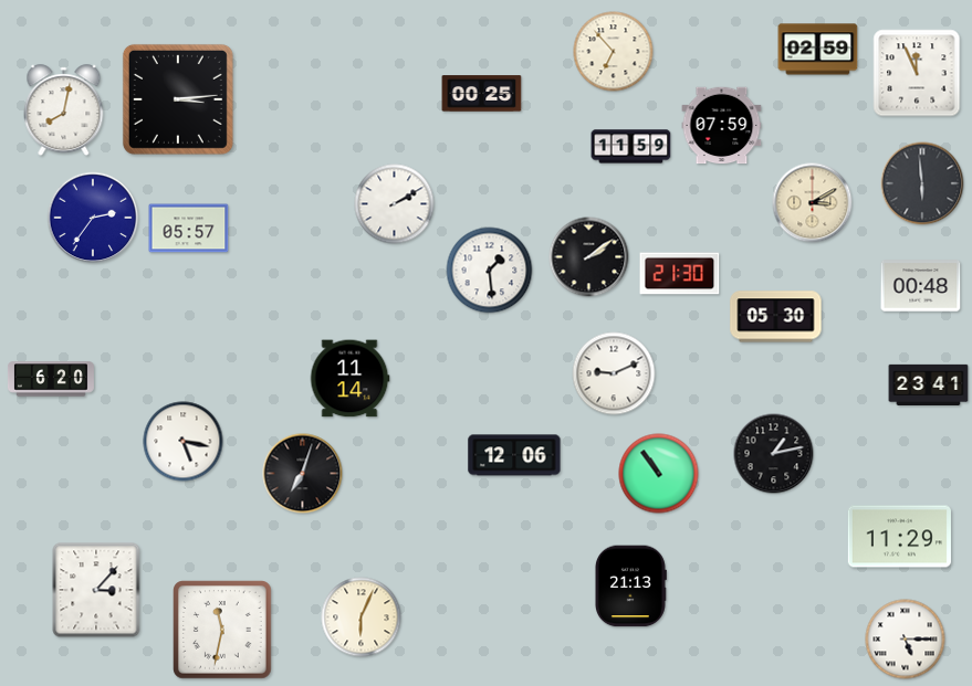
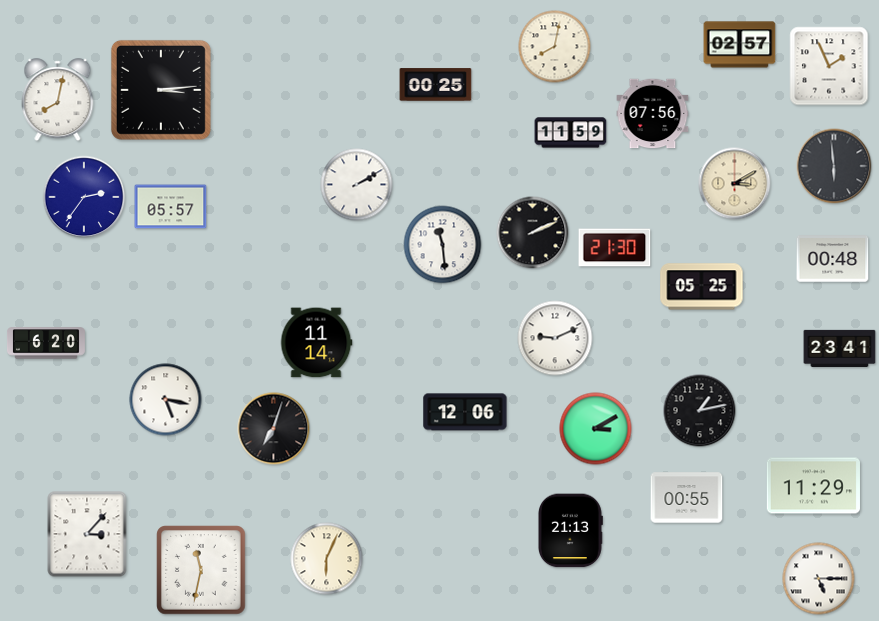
clock at (818, 50): 02:59 -> 02:57
clock at (614, 52): 6:53 -> 8:02
clock at (917, 73): 11:56 -> 1:56
clock at (722, 126): 07:59 -> 07:56
clock at (589, 257): 2:09 -> 2:11
clock at (490, 271): 1:29 -> 11:29
clock at (776, 317): 05:30 -> 05:25
clock at (659, 474): 10:54 -> 3:10
clock at (687, 498): none -> 00:55
